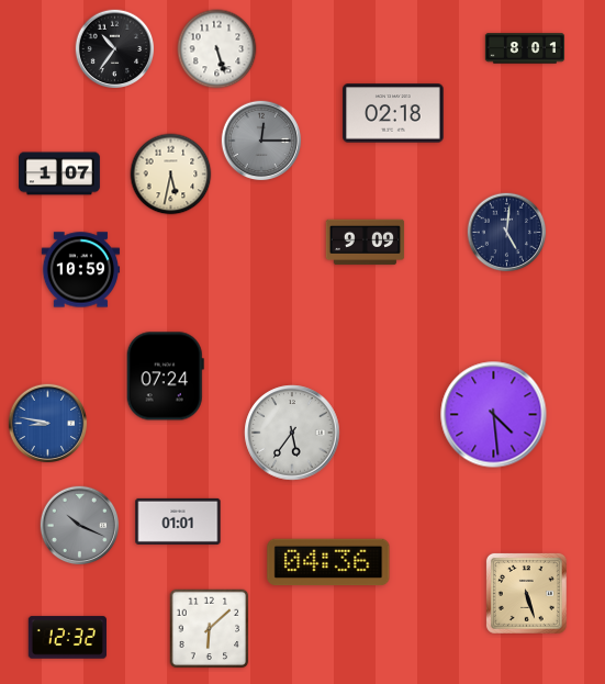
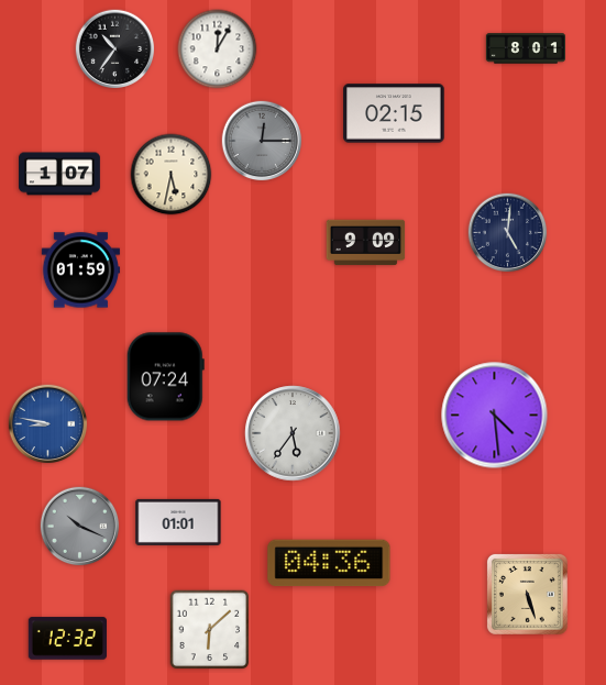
clock at (217, 49): 5:27 -> 12:05
clock at (393, 113): 02:18 -> 02:15
clock at (81, 270): 10:59 -> 01:59
